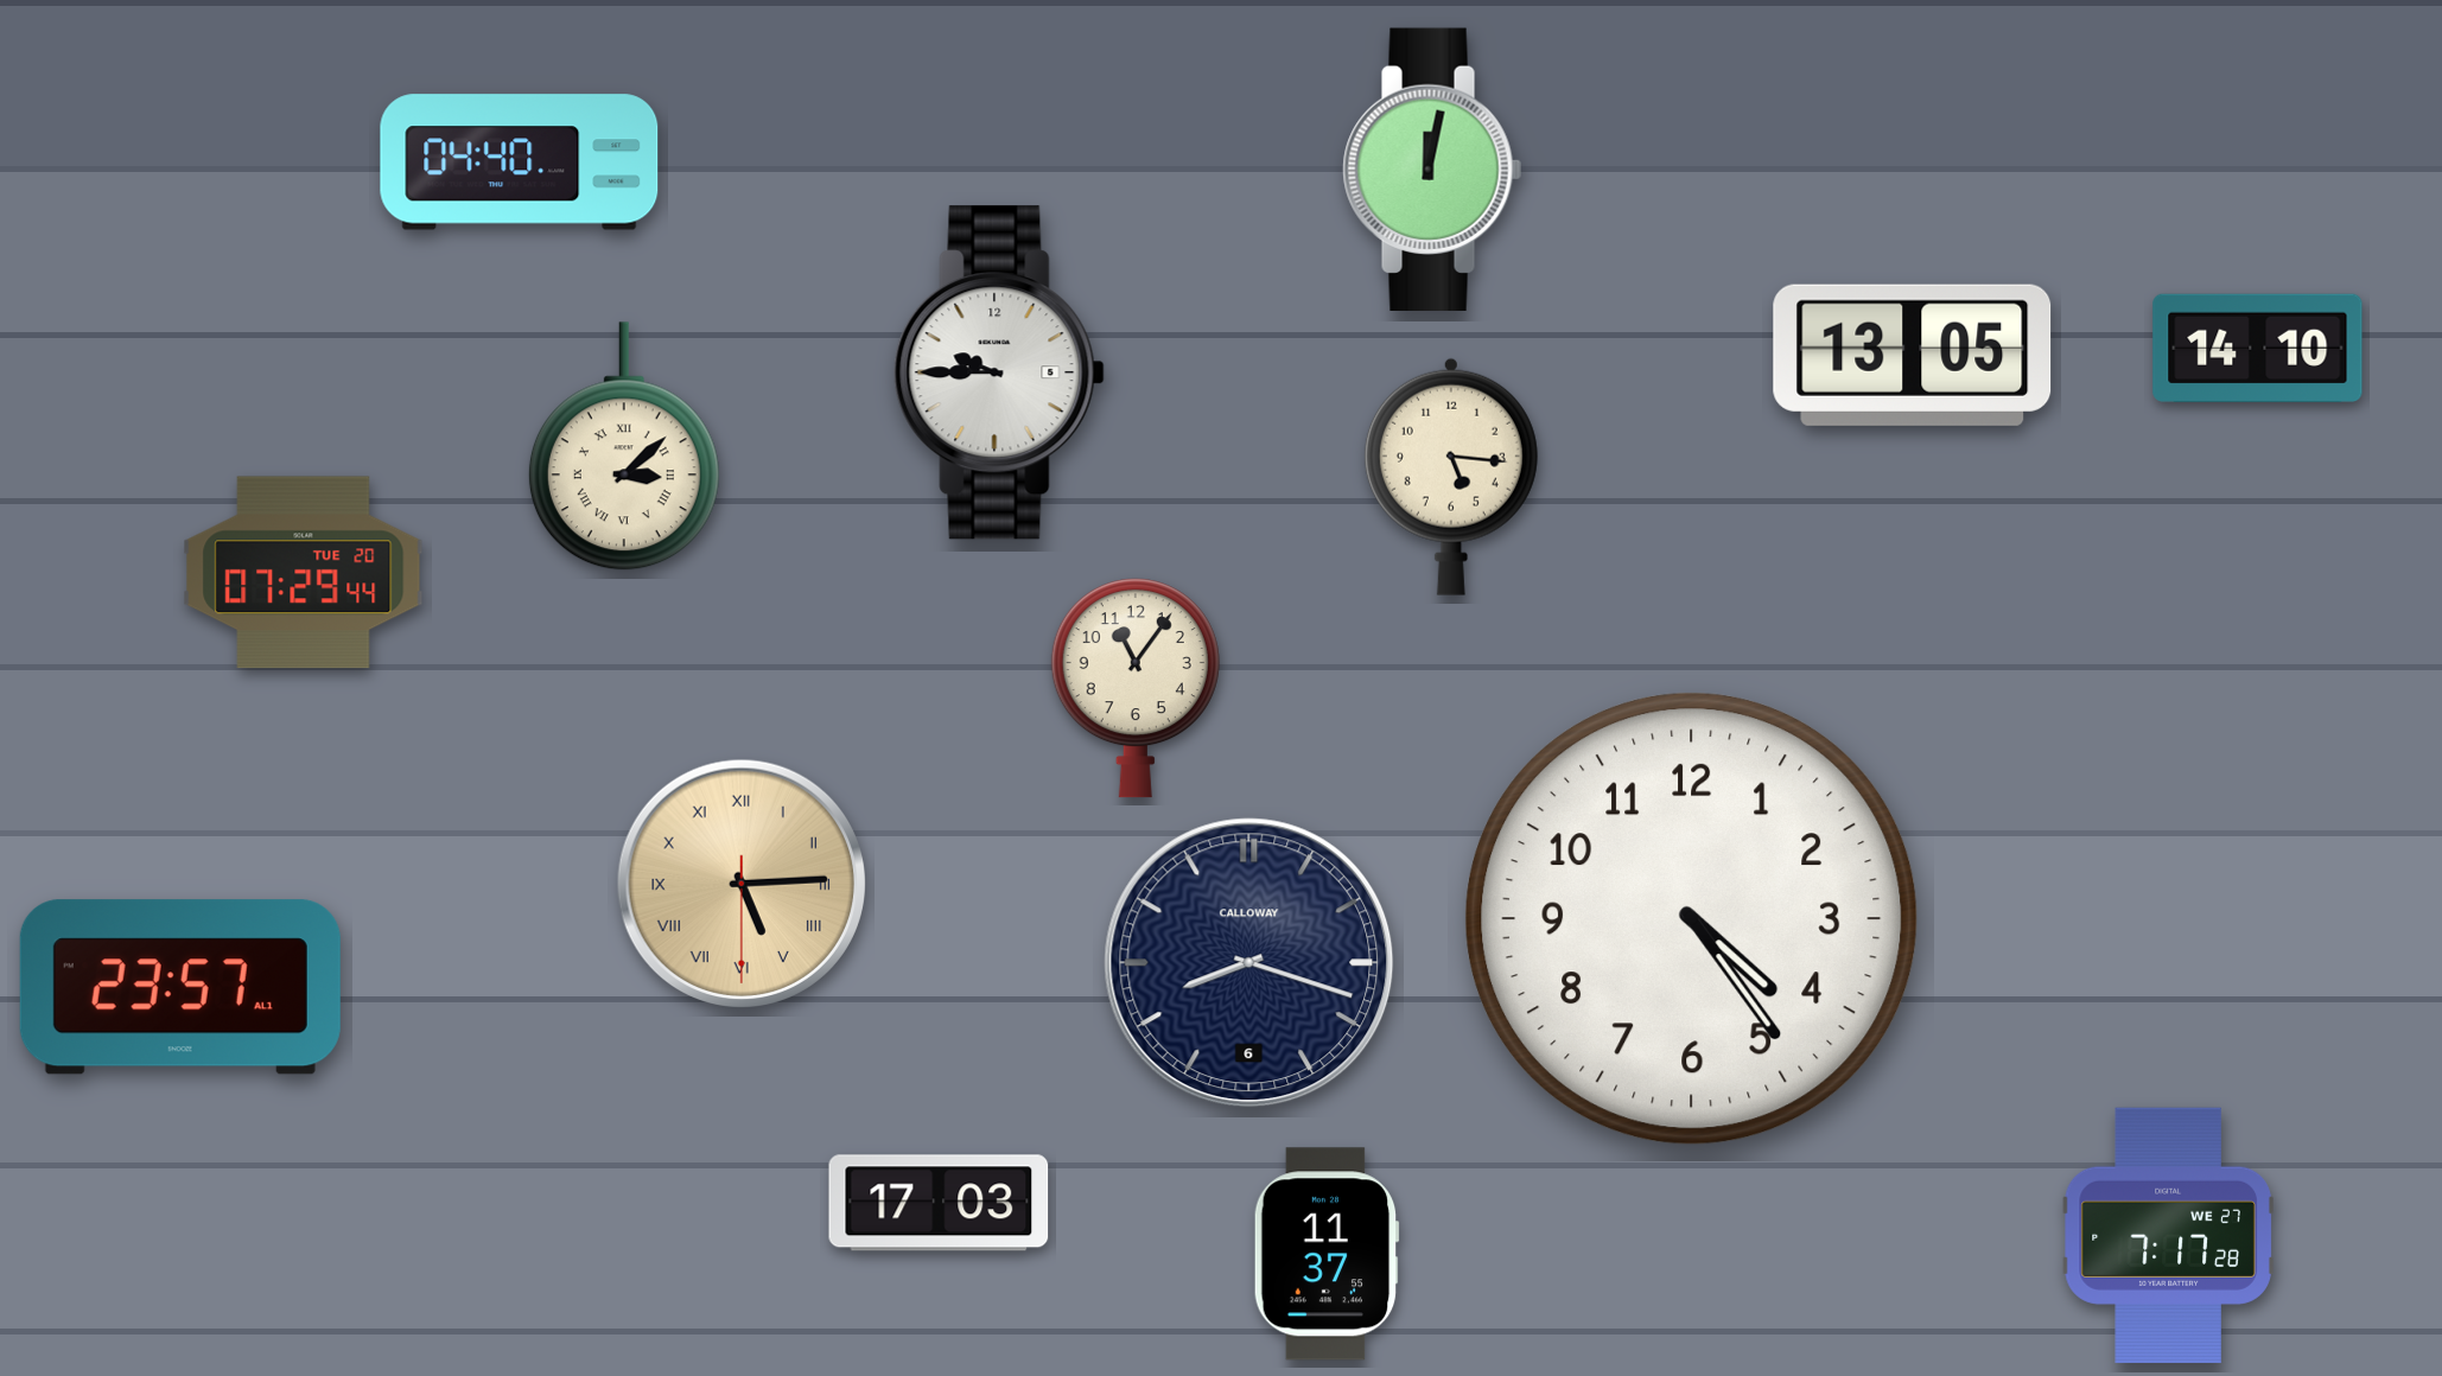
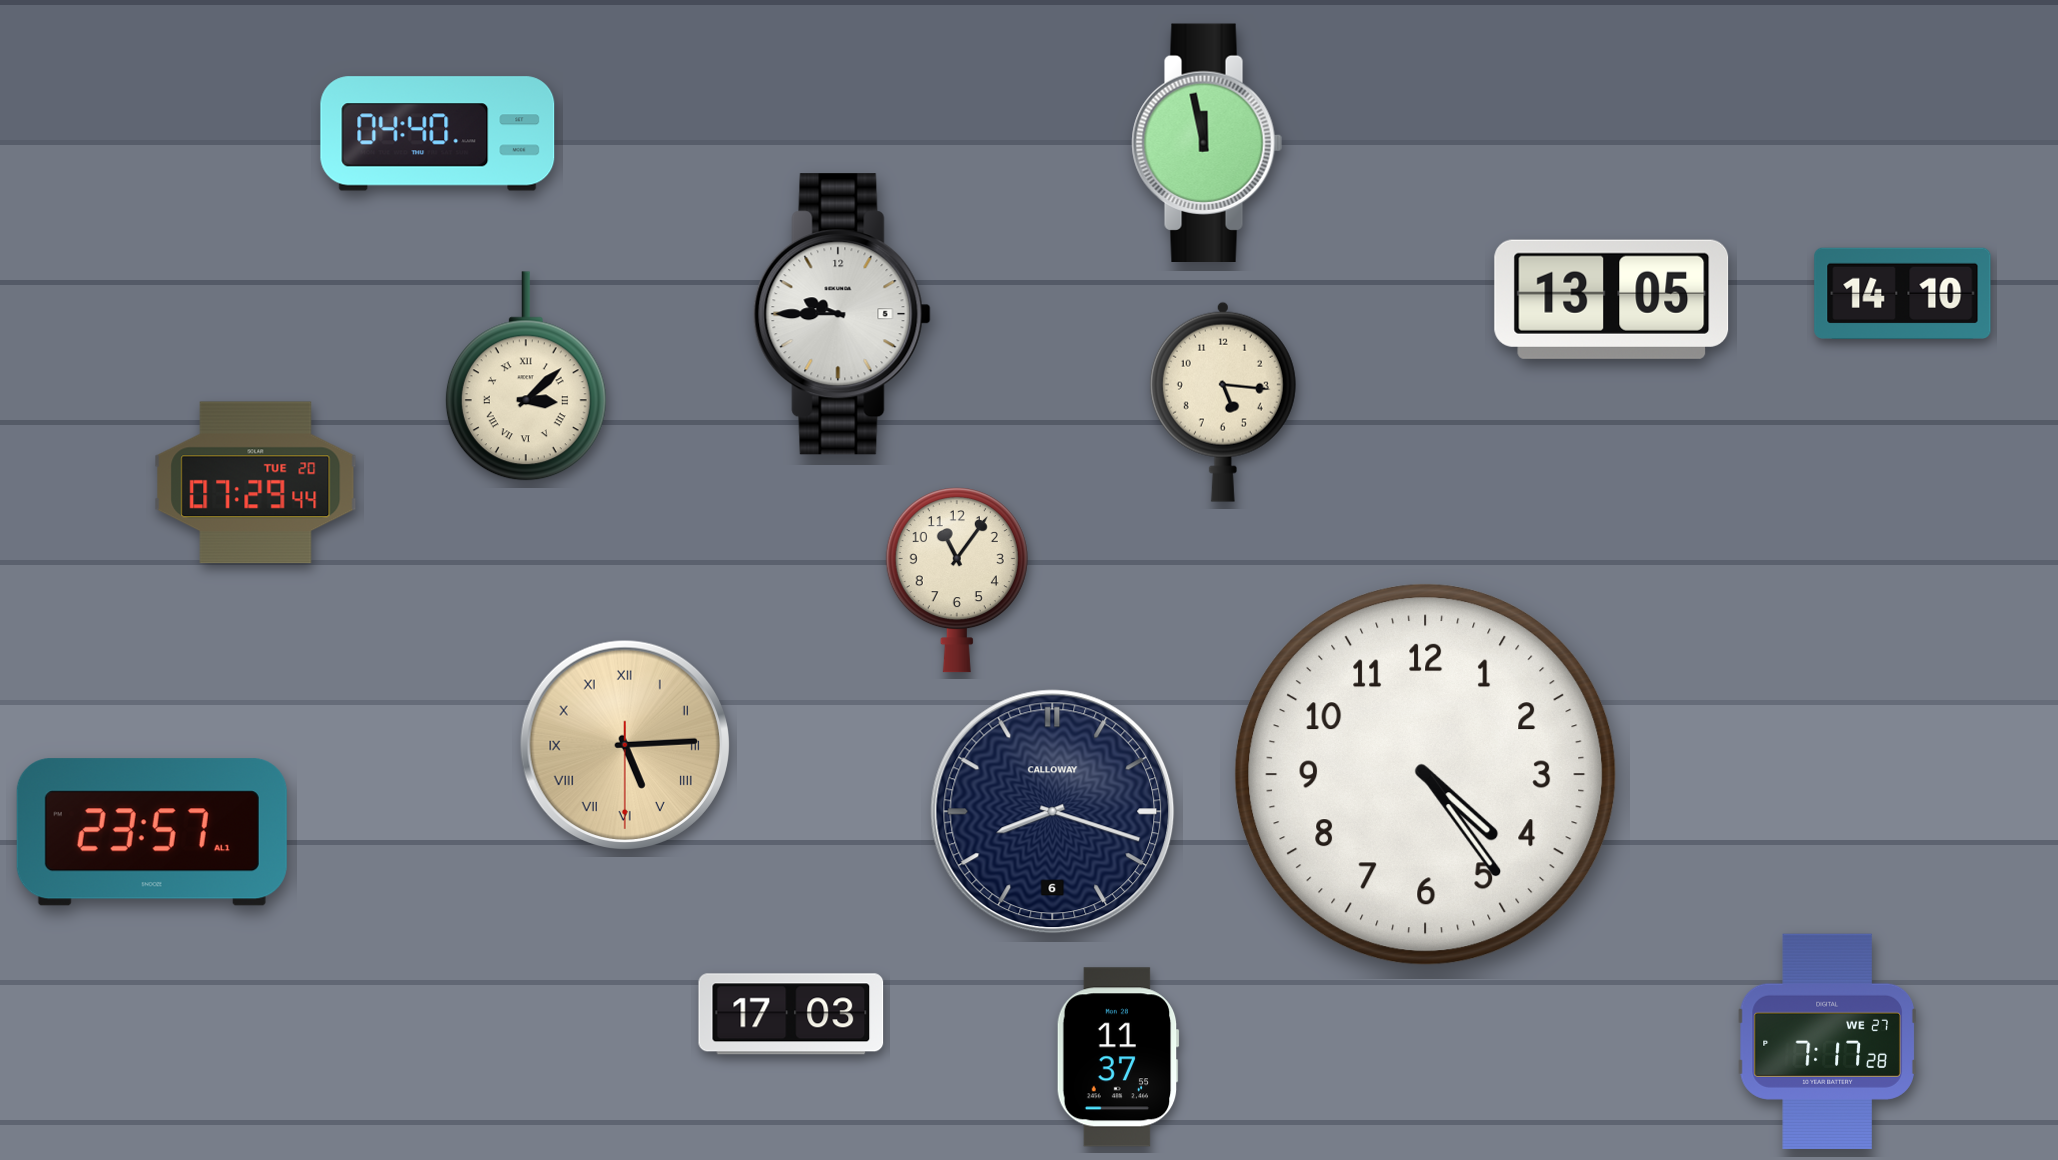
clock at (520, 163) position: (520, 163) -> (438, 134)
clock at (1432, 168): 12:02 -> 11:58
